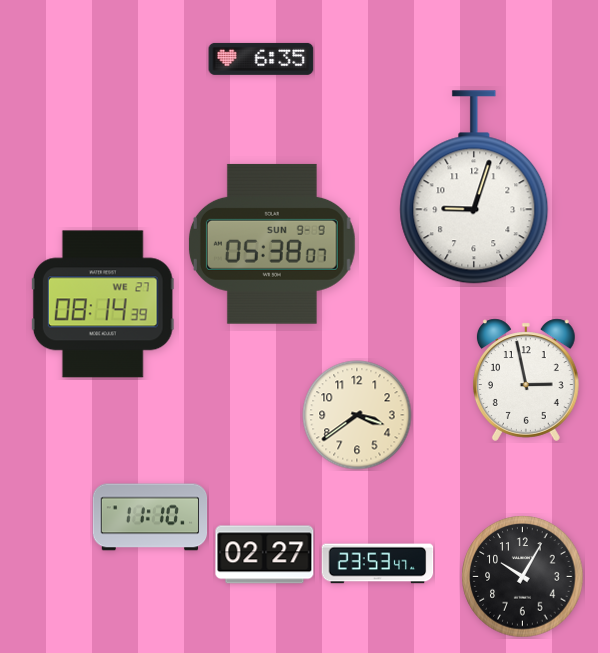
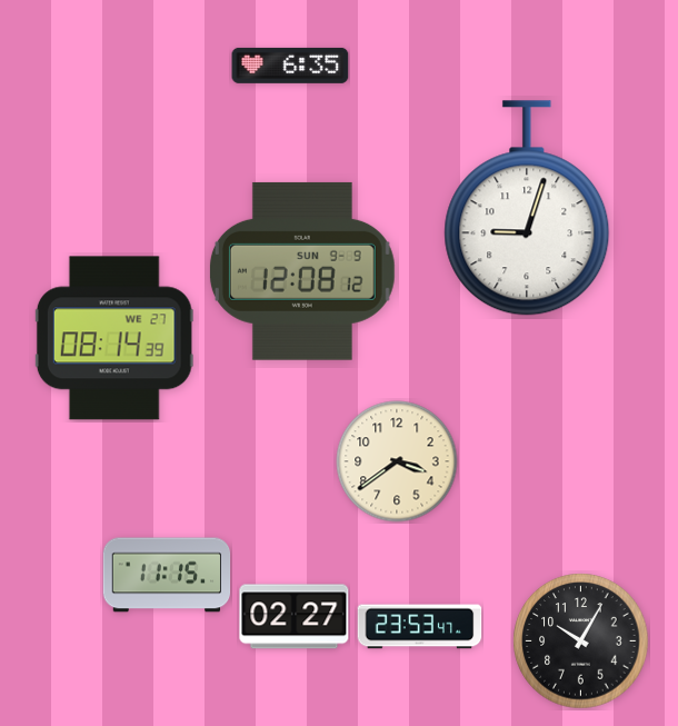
clock at (272, 244): 05:38 -> 12:08
clock at (526, 380): 2:58 -> none
clock at (150, 517): 11:10 -> 11:15
